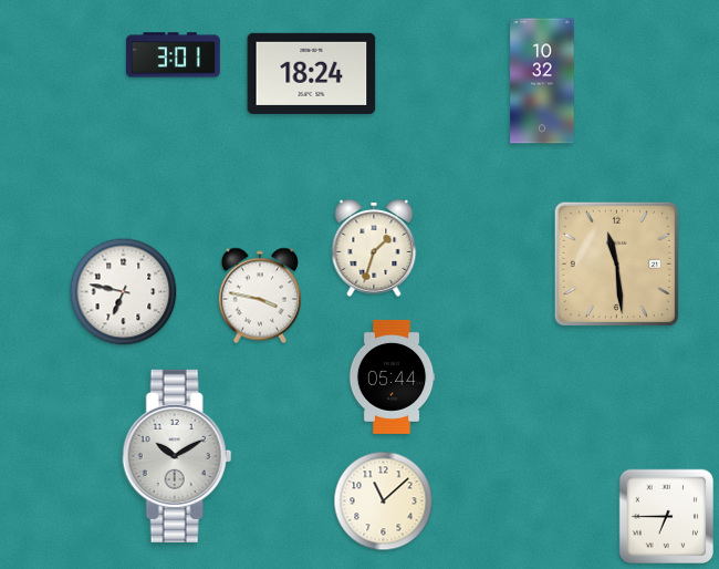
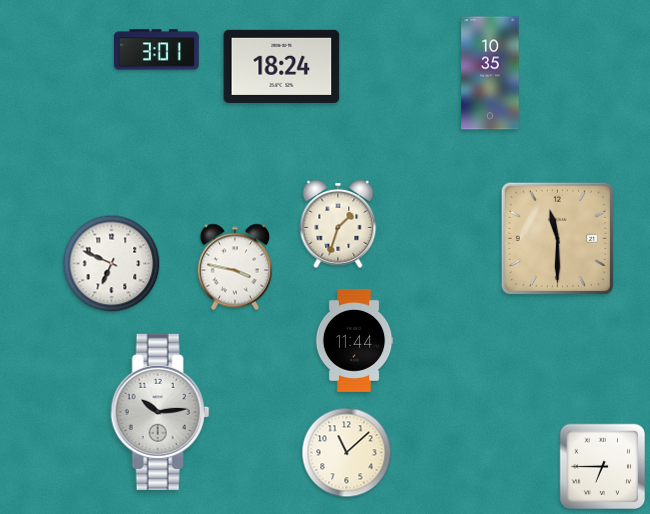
clock at (542, 81): 10:32 -> 10:35
clock at (616, 263): 11:29 -> 11:30
clock at (124, 292): 6:47 -> 6:49
clock at (392, 376): 05:44 -> 11:44
clock at (177, 456): 10:10 -> 10:14
